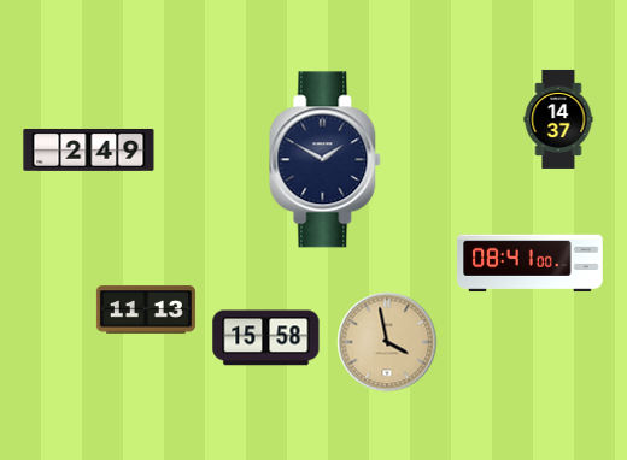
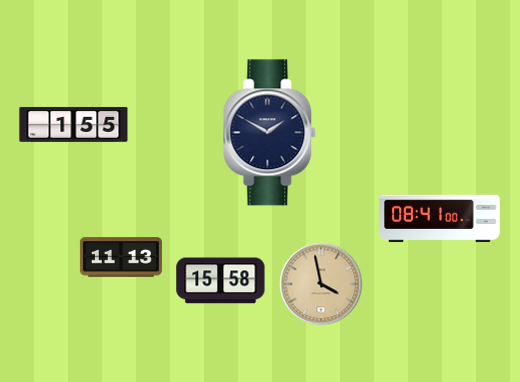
clock at (558, 119): 14:37 -> none
clock at (89, 149): 2:49 -> 1:55
